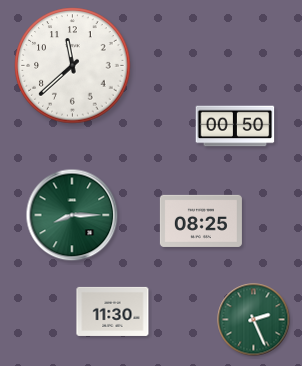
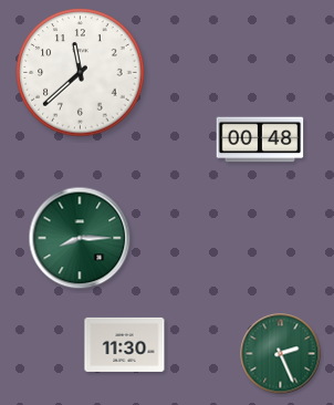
clock at (235, 126): 00:50 -> 00:48
clock at (201, 221): 08:25 -> none
